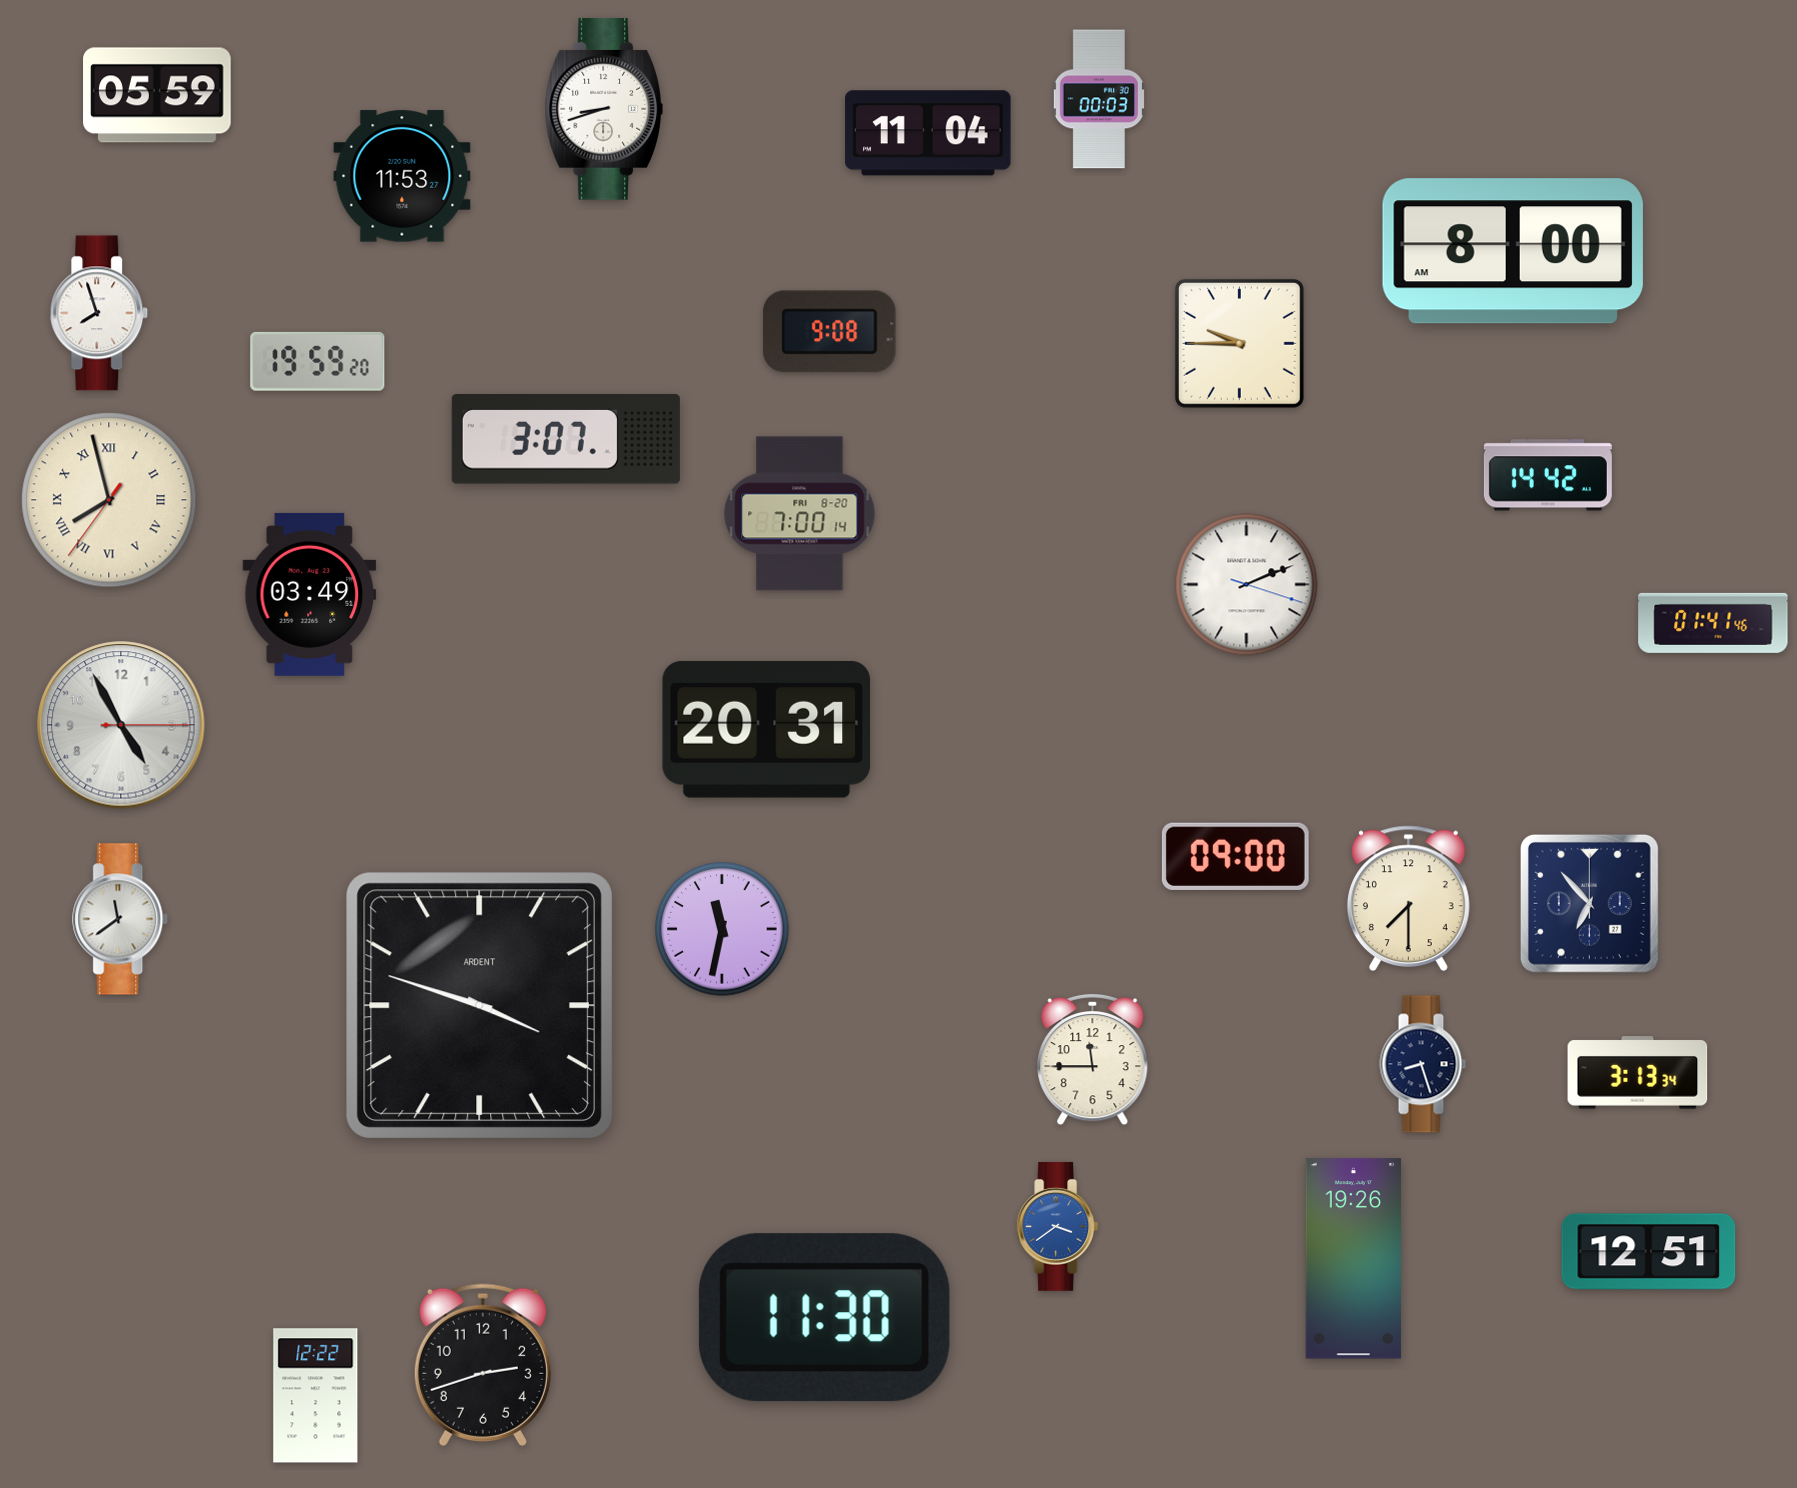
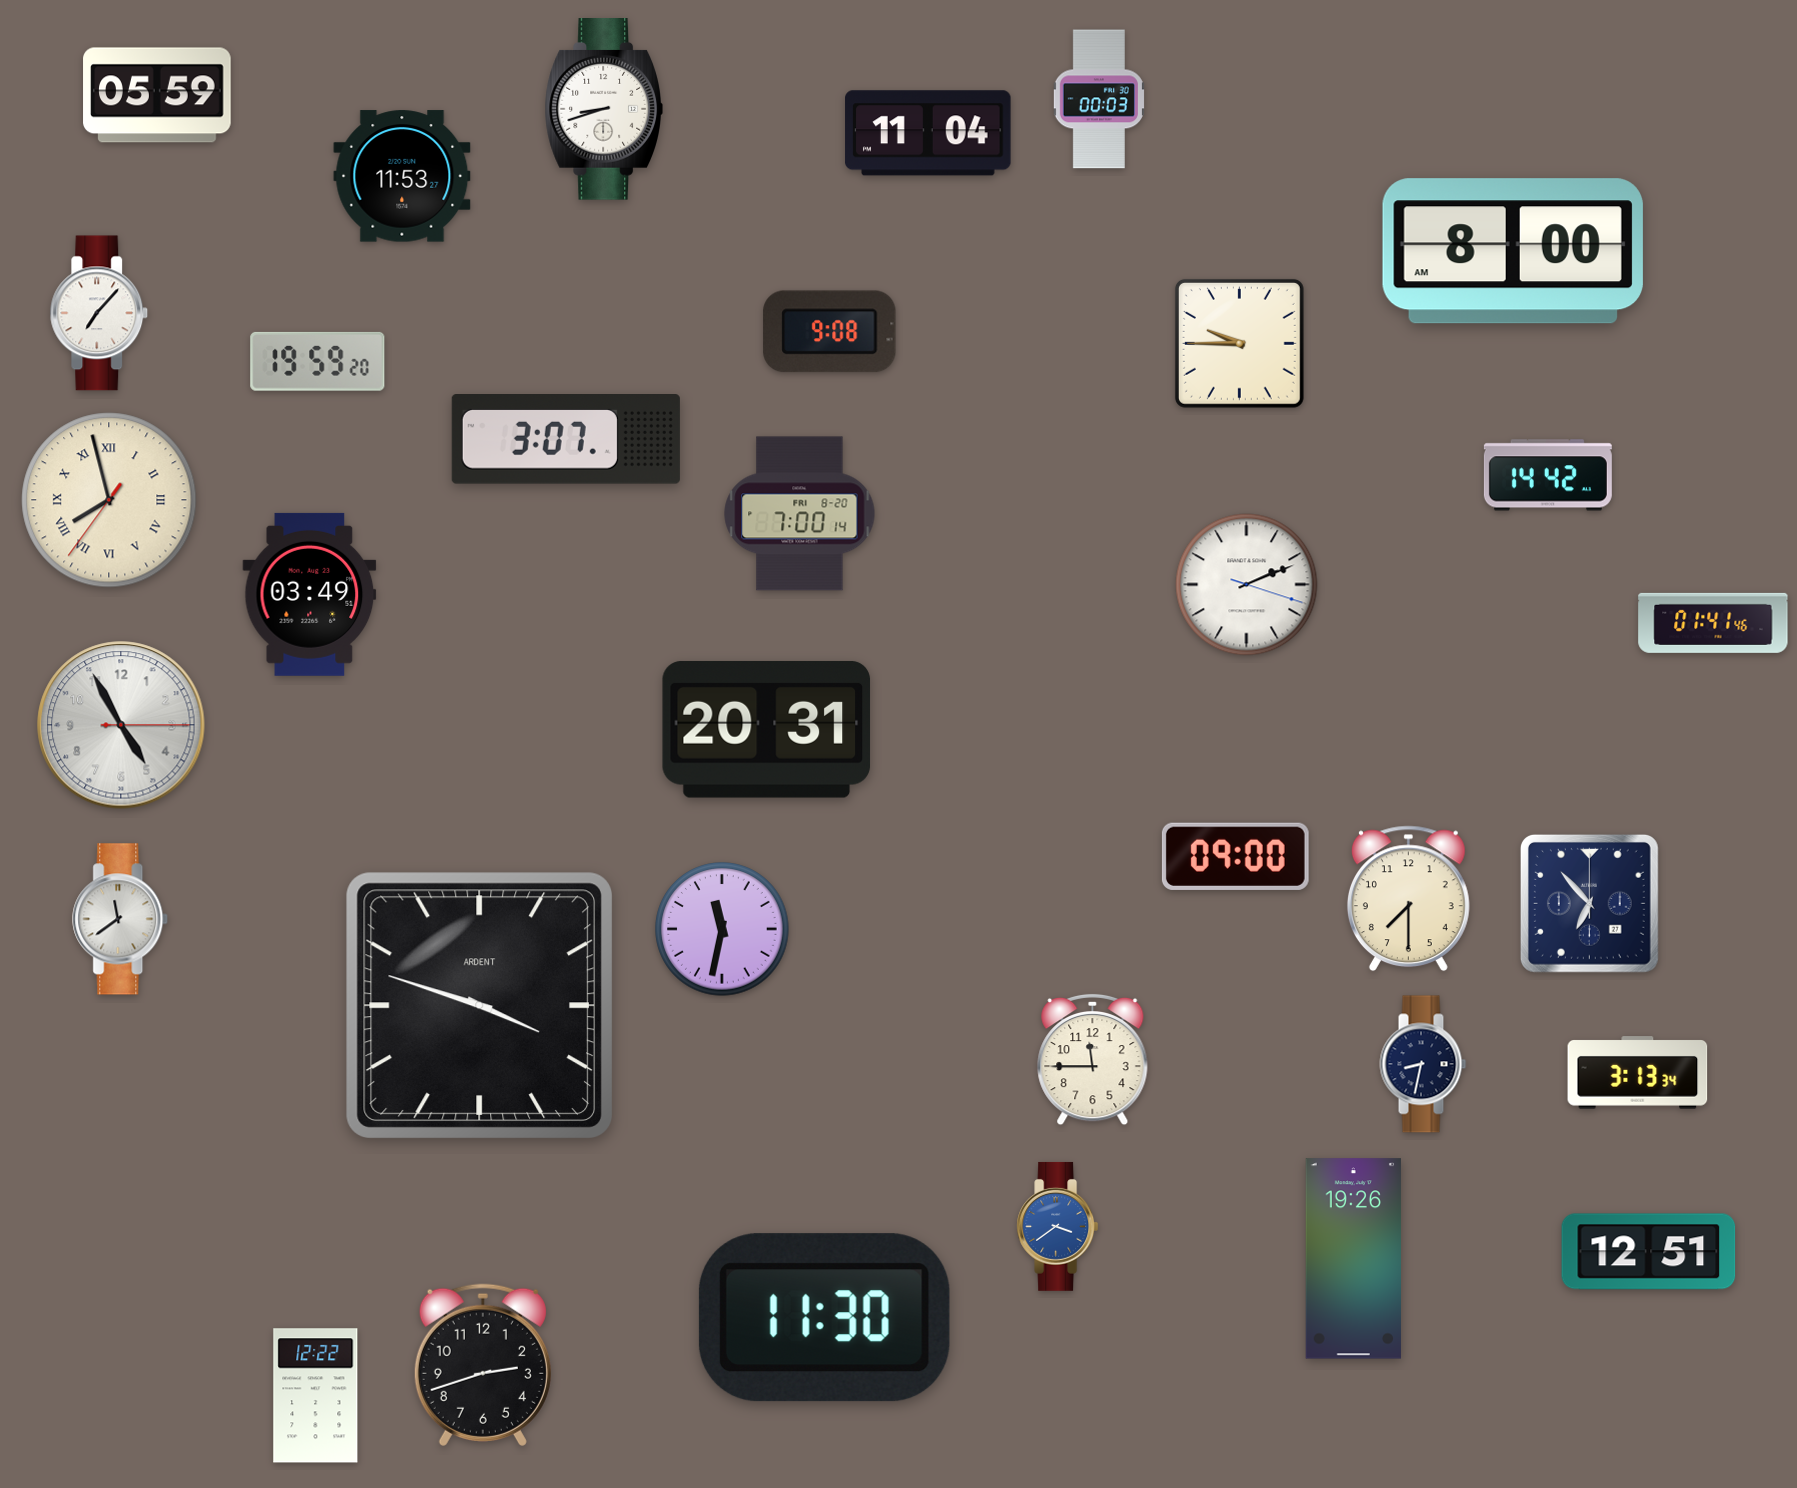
clock at (99, 313): 7:57 -> 7:07
clock at (1423, 1064): 8:27 -> 8:32
